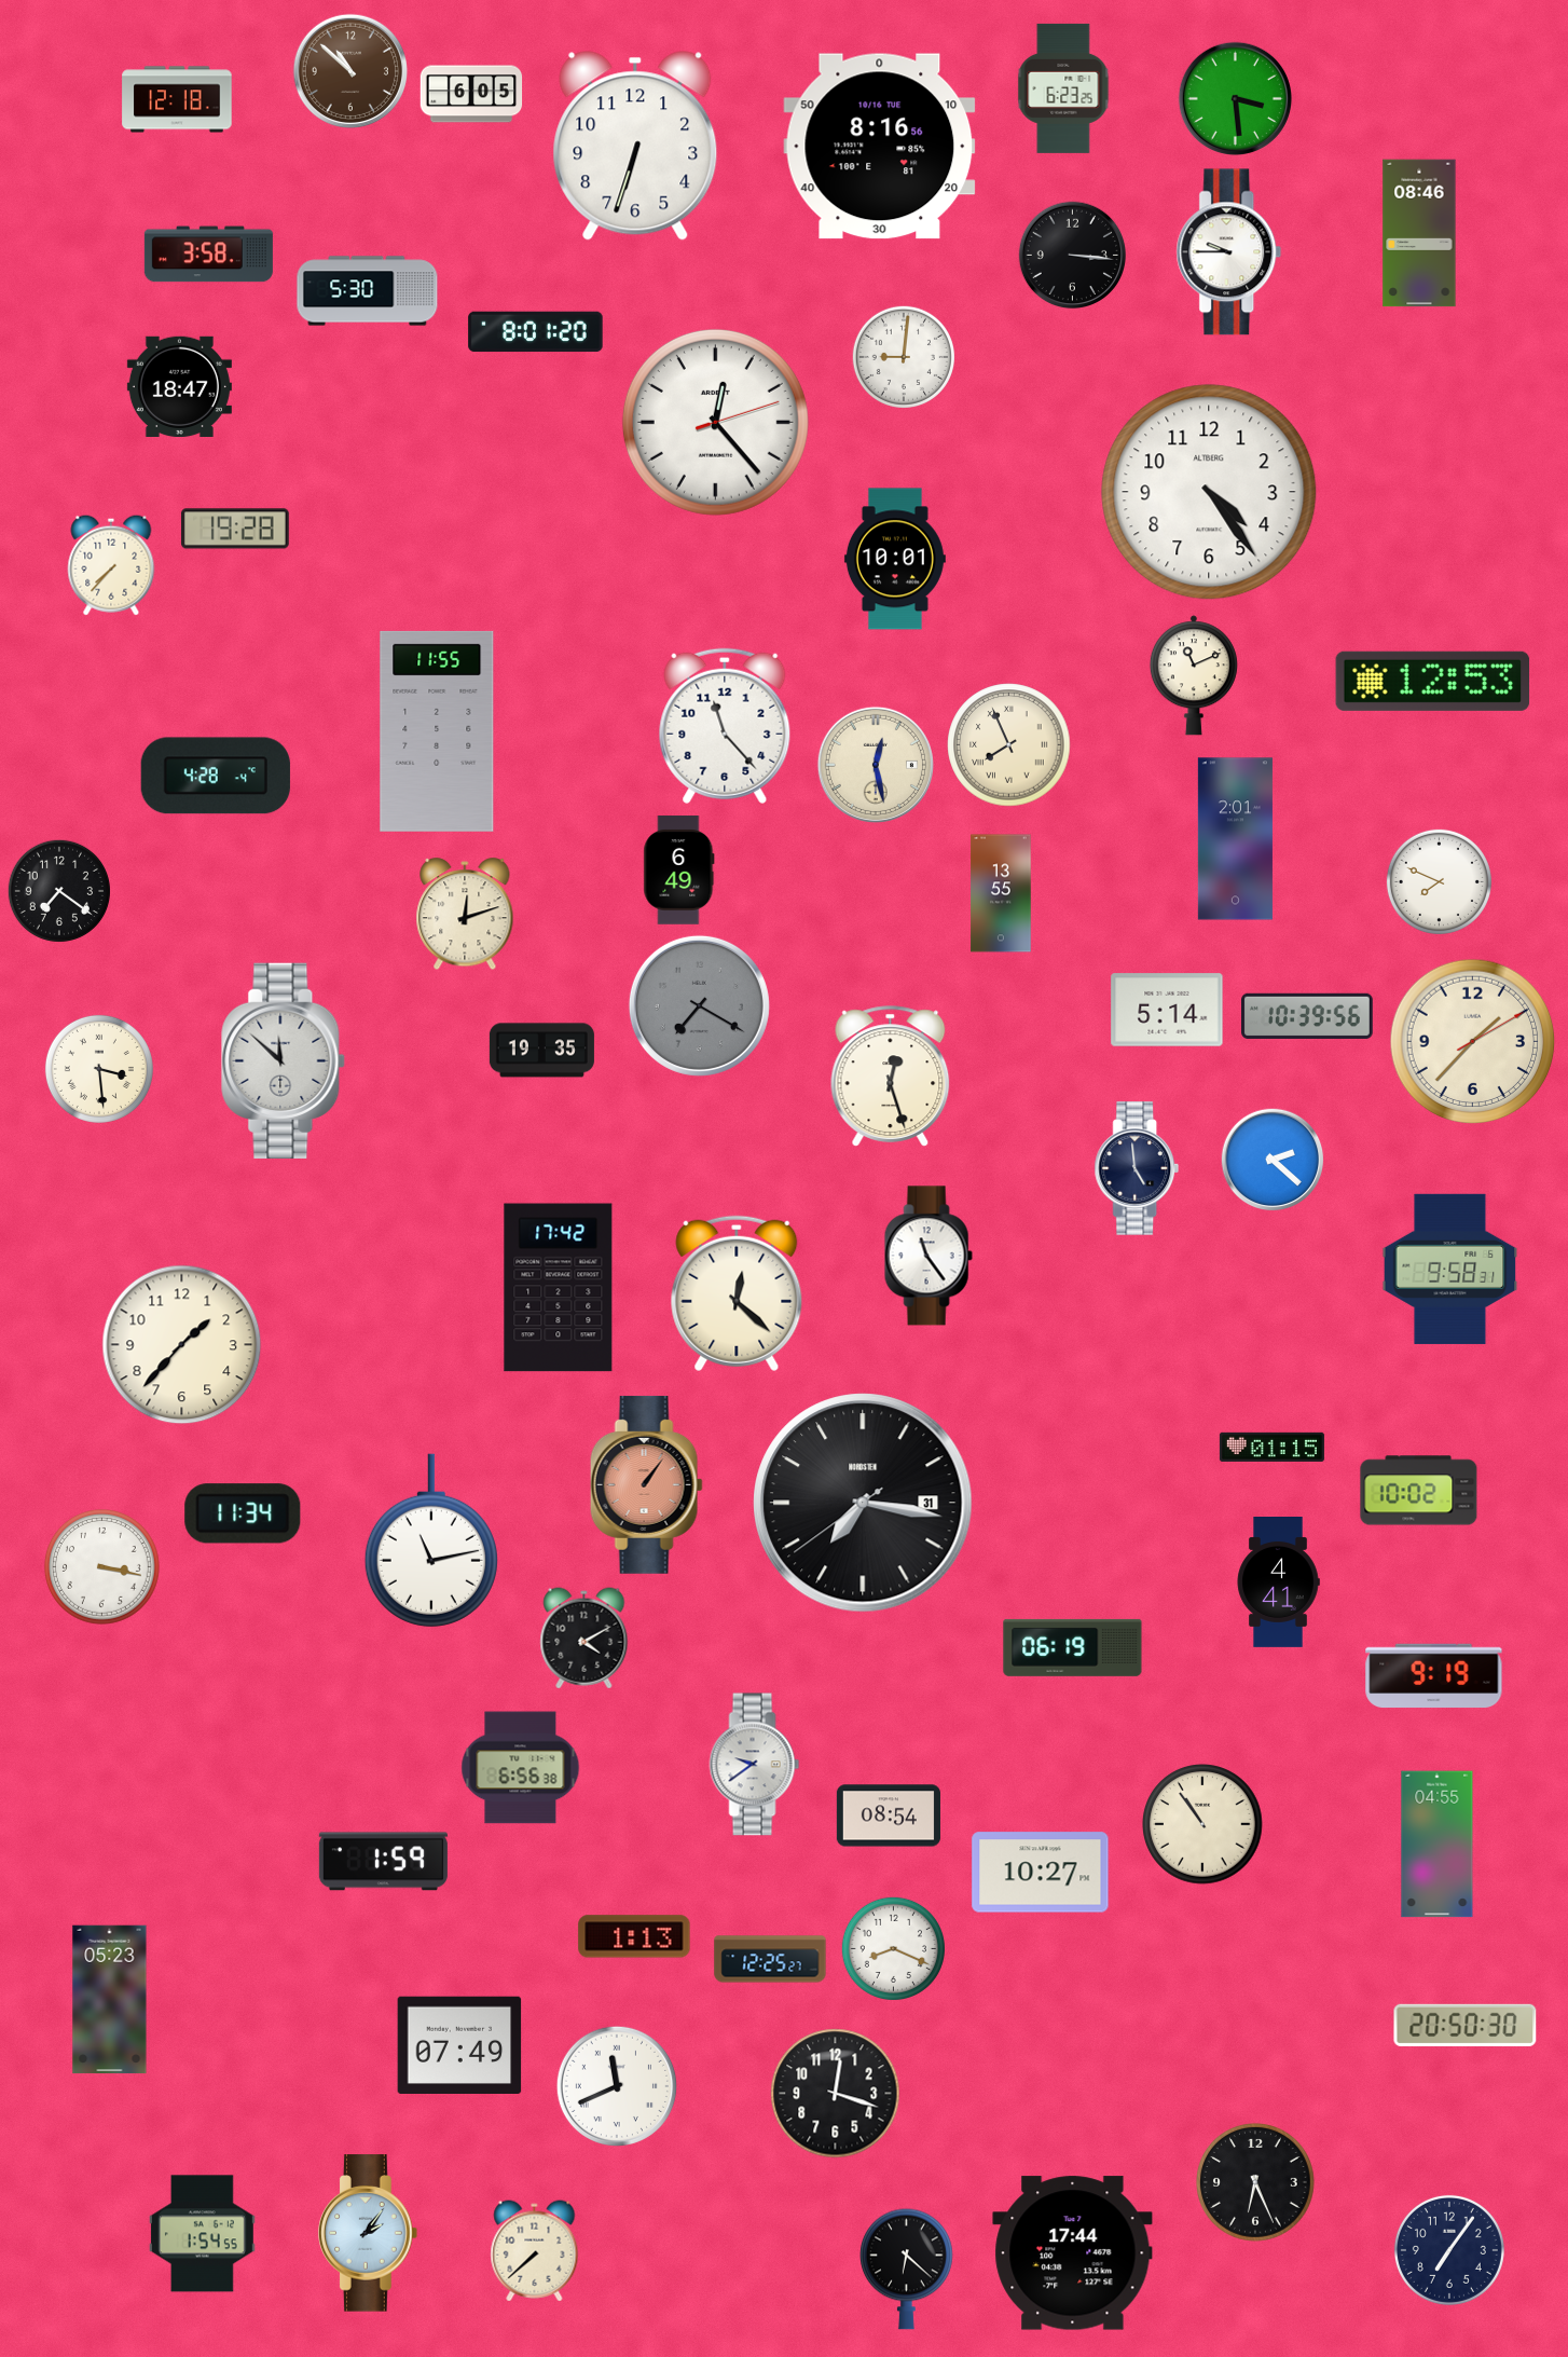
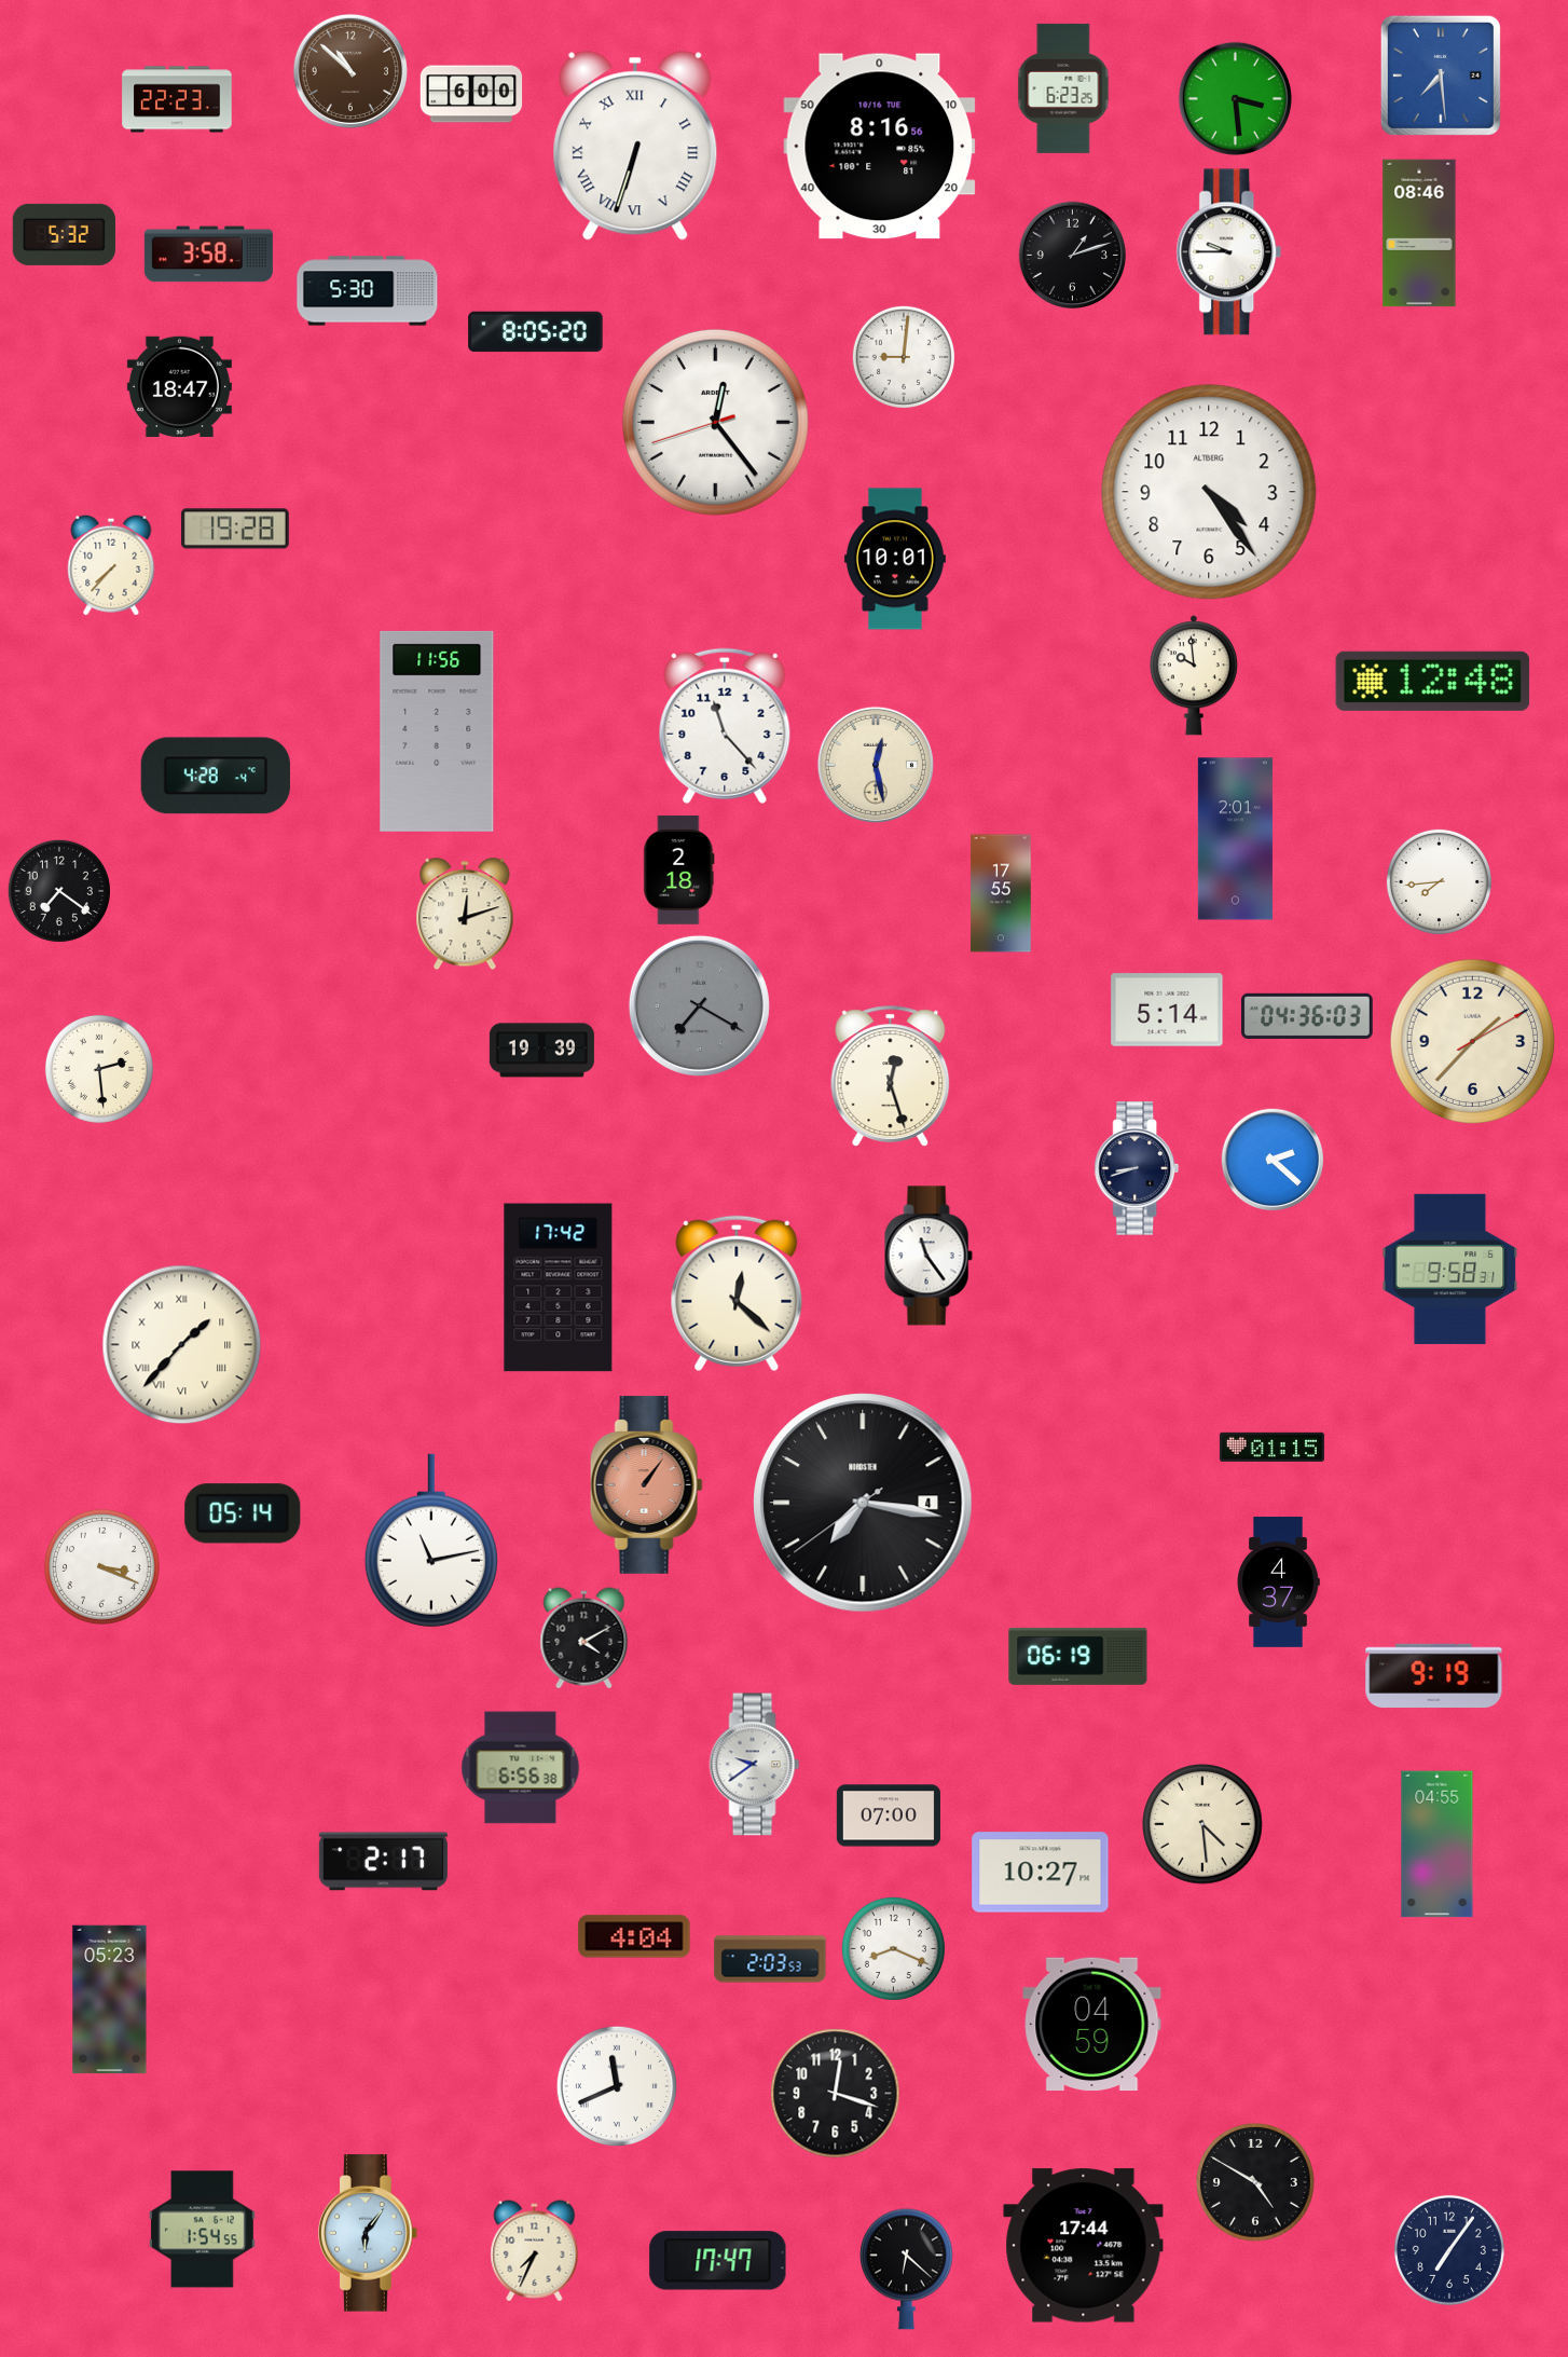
clock at (1441, 76): none -> 7:29
clock at (471, 94): 6:05 -> 6:00
clock at (177, 99): 12:18 -> 22:23
clock at (635, 146) numerals: Arabic -> Roman
clock at (64, 234): none -> 5:32
clock at (1072, 255): 3:16 -> 1:12
clock at (536, 332): 8:01 -> 8:05
clock at (715, 422): 12:23:12 -> 12:23:42
clock at (1194, 675): 11:11 -> 9:59
clock at (1433, 681): 12:53 -> 12:48
clock at (437, 731): 11:55 -> 11:56
clock at (1009, 745): 7:56 -> none
clock at (679, 871): 6:49 -> 2:18
clock at (1439, 881): 7:49 -> 7:44
clock at (1001, 893): 13:55 -> 17:55
clock at (1308, 1016): 10:39 -> 04:36
clock at (541, 1051): 19:35 -> 19:39
clock at (284, 1060): 11:52 -> none
clock at (99, 1069): 3:29 -> 2:29
clock at (1137, 1168): 4:59 -> 8:42
clock at (182, 1345) numerals: Arabic -> Roman
clock at (1419, 1491): 10:02 -> none
clock at (863, 1503) date: 31 -> 4
clock at (243, 1513): 11:34 -> 05:14
clock at (101, 1566): 3:17 -> 3:19
clock at (1278, 1582): 4:41 -> 4:37
clock at (1073, 1647) position: (1073, 1647) -> (1078, 1656)
clock at (889, 1815): 08:54 -> 07:00
clock at (1202, 1824): 10:54 -> 4:29
clock at (383, 1862): 1:59 -> 2:17
clock at (634, 1936): 1:13 -> 4:04
clock at (770, 1959): 12:25 -> 2:03
clock at (1092, 2025): none -> 04:59
clock at (1466, 2025): 20:50 -> none
clock at (459, 2044): 07:49 -> none
clock at (1255, 2182): 6:26 -> 4:50
clock at (369, 2233): 2:06 -> 6:06
clock at (202, 2234) position: (202, 2234) -> (202, 2230)
clock at (535, 2251): 7:38 -> 7:34
clock at (1073, 2253) position: (1073, 2253) -> (1084, 2246)
clock at (718, 2261): none -> 17:47
